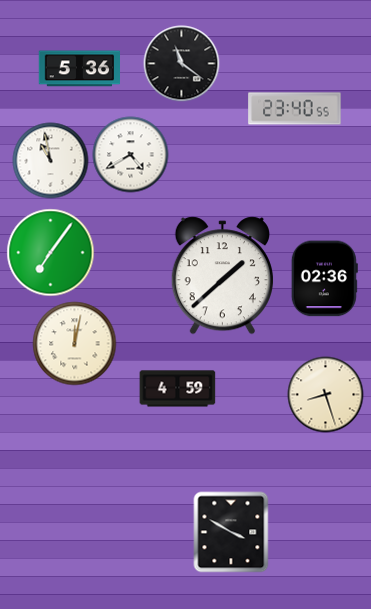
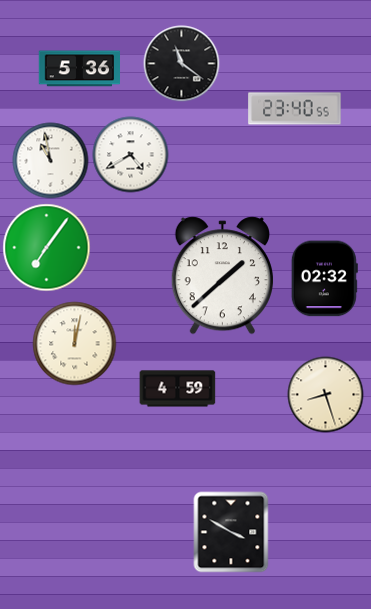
clock at (51, 253) position: (51, 253) -> (47, 248)
clock at (324, 279): 02:36 -> 02:32
